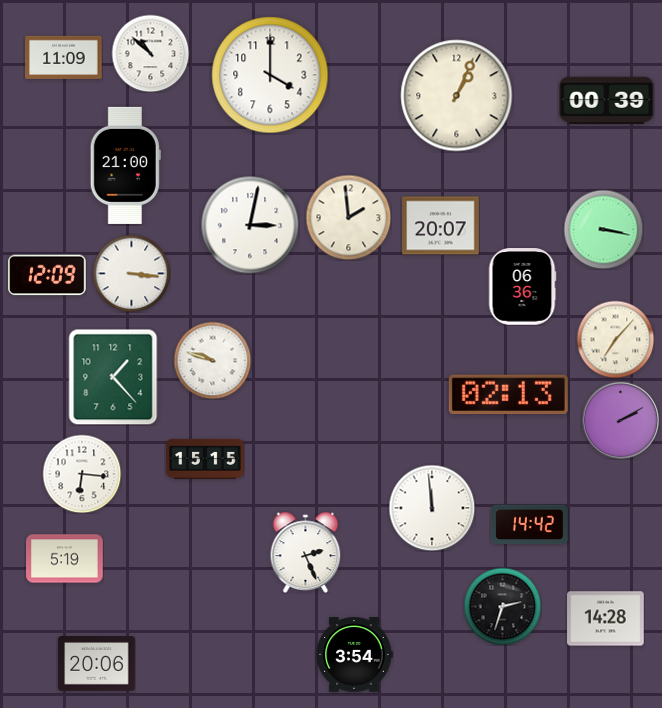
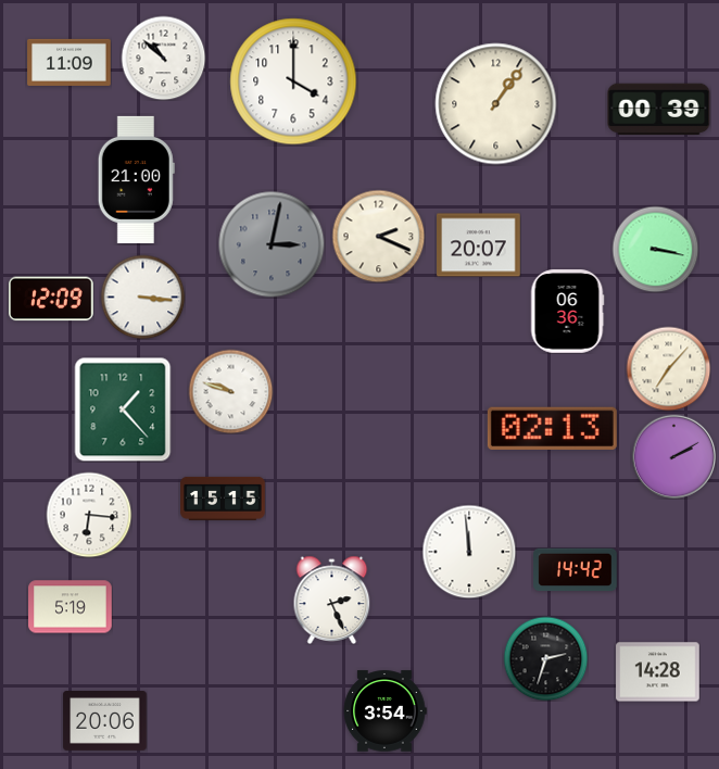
clock at (457, 96): 1:04 -> 1:06
clock at (348, 217): 1:59 -> 2:19
clock at (250, 225) dial: white -> grey
